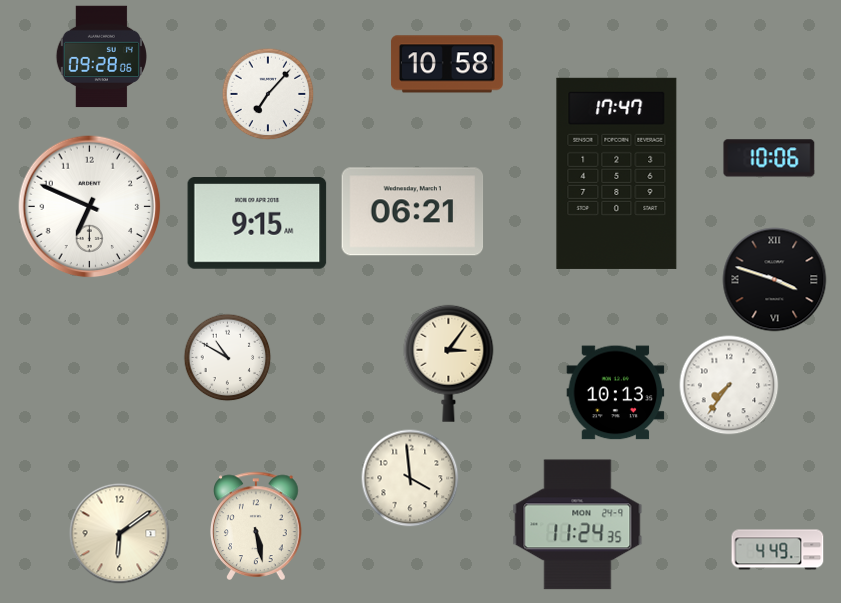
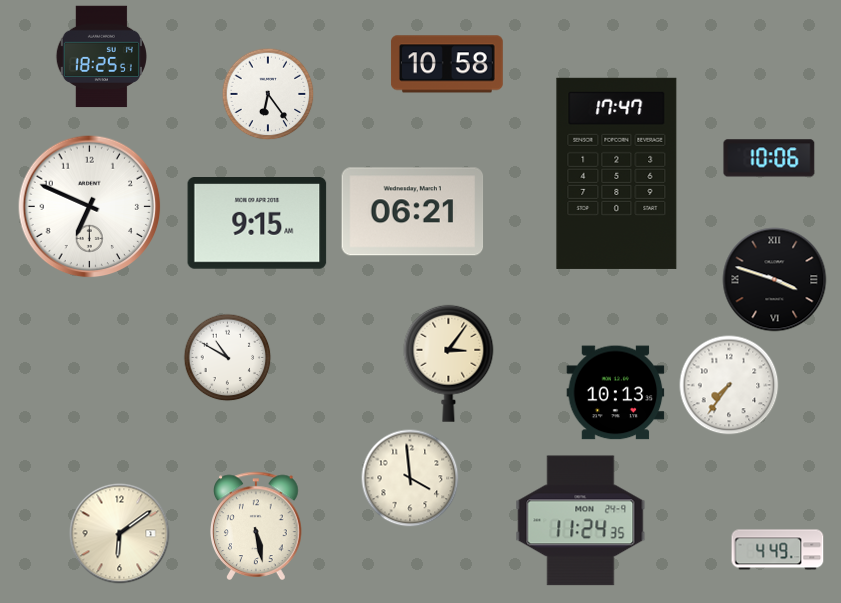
clock at (101, 57): 09:28 -> 18:25
clock at (268, 94): 7:07 -> 6:24
clock at (578, 525) position: (578, 525) -> (581, 521)
